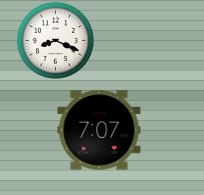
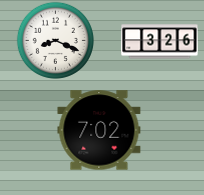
clock at (160, 42): none -> 3:26
clock at (99, 130): 7:07 -> 7:02
